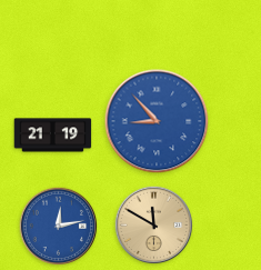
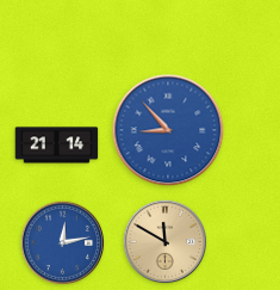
clock at (53, 136): 21:19 -> 21:14
